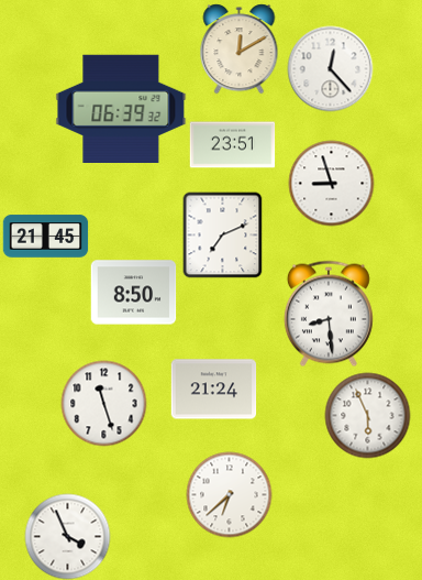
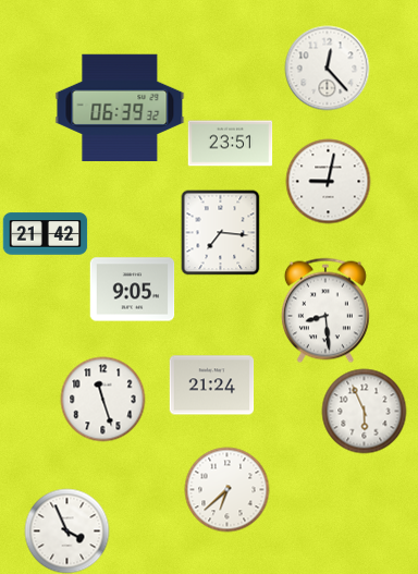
clock at (240, 48): 12:10 -> none
clock at (331, 183): 8:57 -> 9:02
clock at (223, 234): 7:11 -> 7:16
clock at (45, 237): 21:45 -> 21:42
clock at (133, 293): 8:50 -> 9:05
